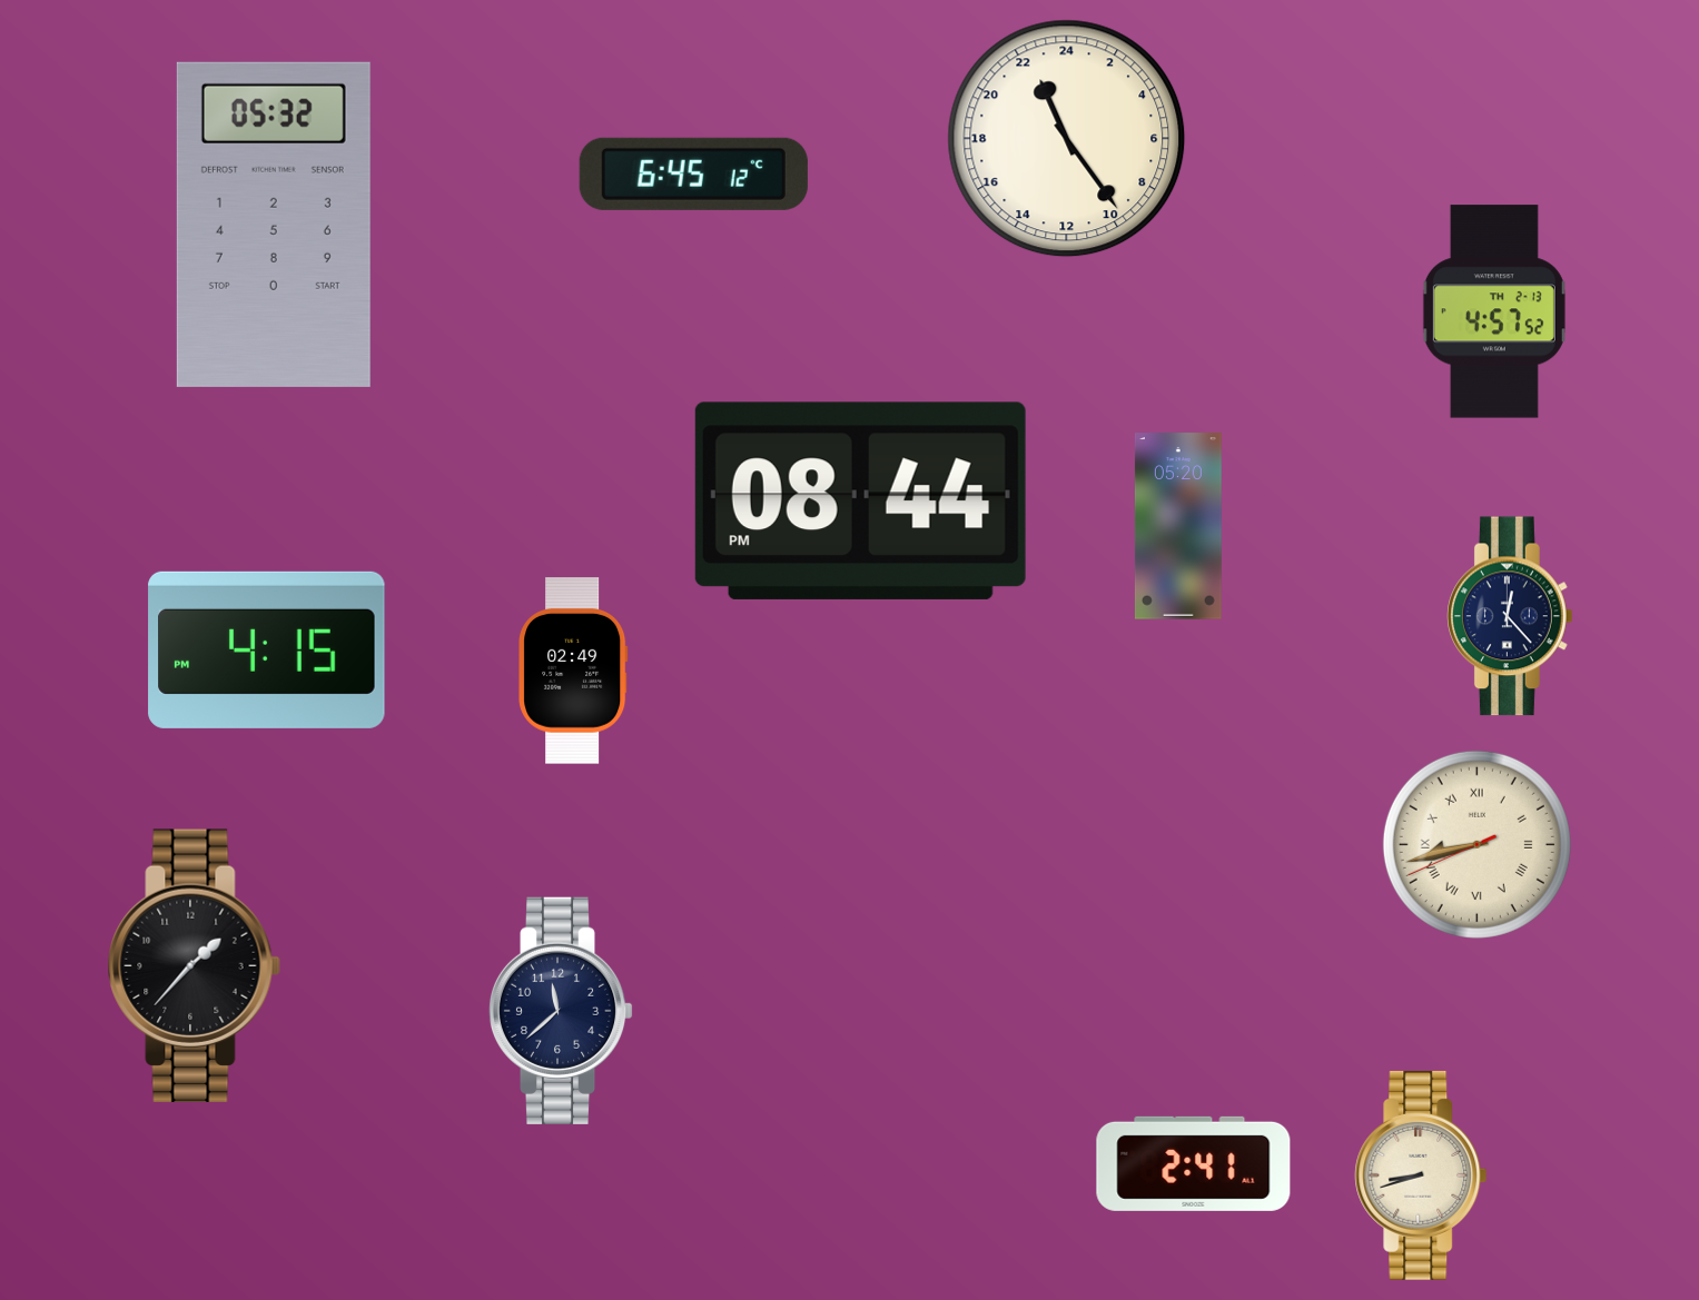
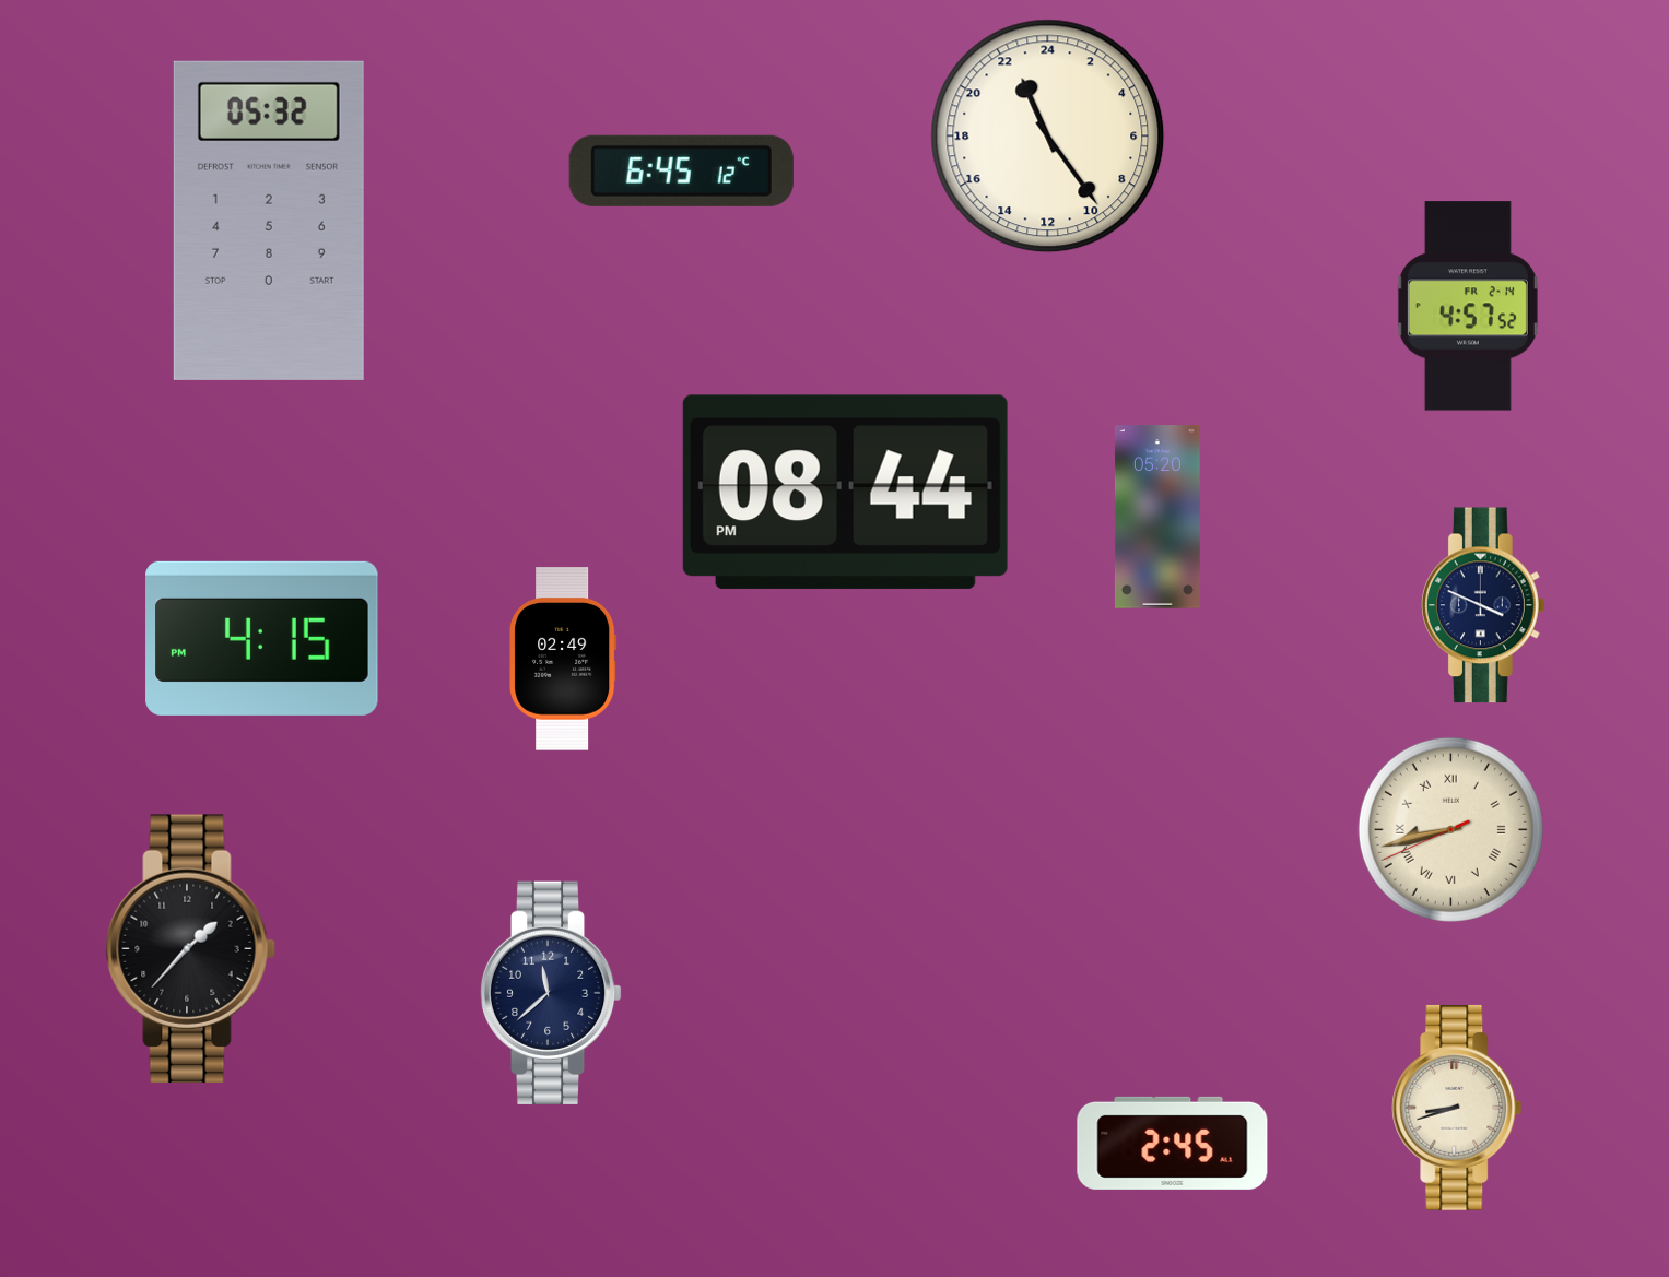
clock at (1494, 311) date: TH 2-13 -> FR 2-14
clock at (1511, 616): 12:23 -> 3:49
clock at (1194, 1163): 2:41 -> 2:45
clock at (1421, 1175) position: (1421, 1175) -> (1457, 1108)
